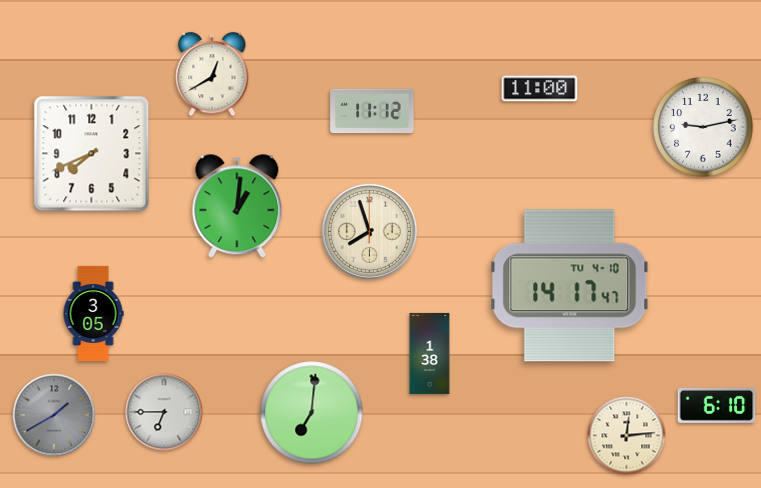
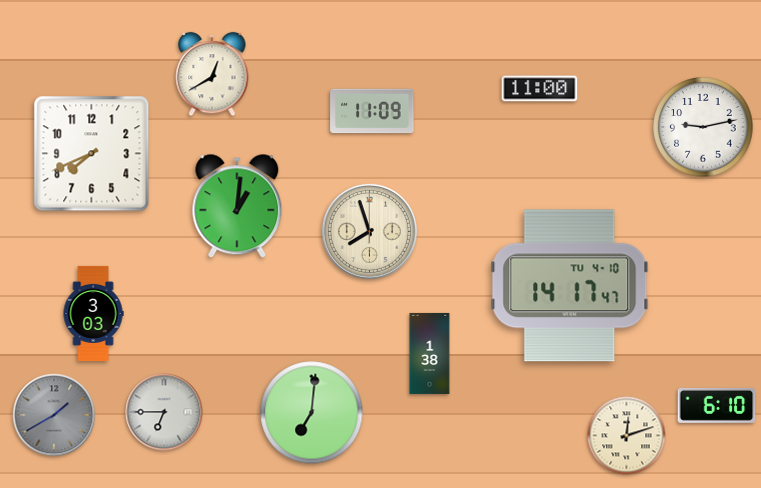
clock at (372, 111): 11:12 -> 11:09
clock at (93, 313): 3:05 -> 3:03
clock at (627, 436): 12:14 -> 12:12
